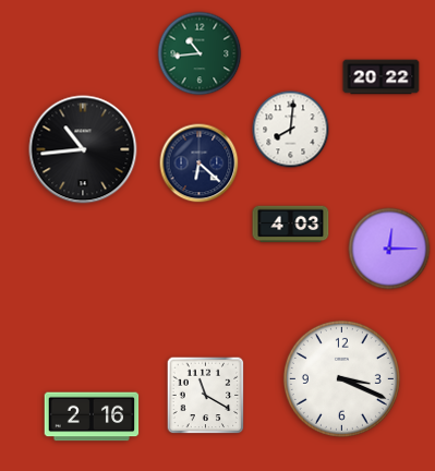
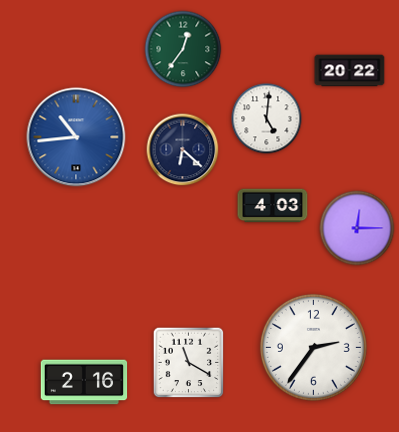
clock at (200, 53): 10:44 -> 12:36
clock at (291, 130): 8:01 -> 5:01
clock at (83, 149) dial: black -> blue
clock at (291, 225) position: (291, 225) -> (273, 206)
clock at (341, 378): 3:19 -> 2:36
